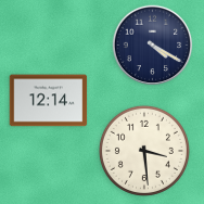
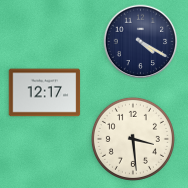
clock at (49, 101): 12:14 -> 12:17
